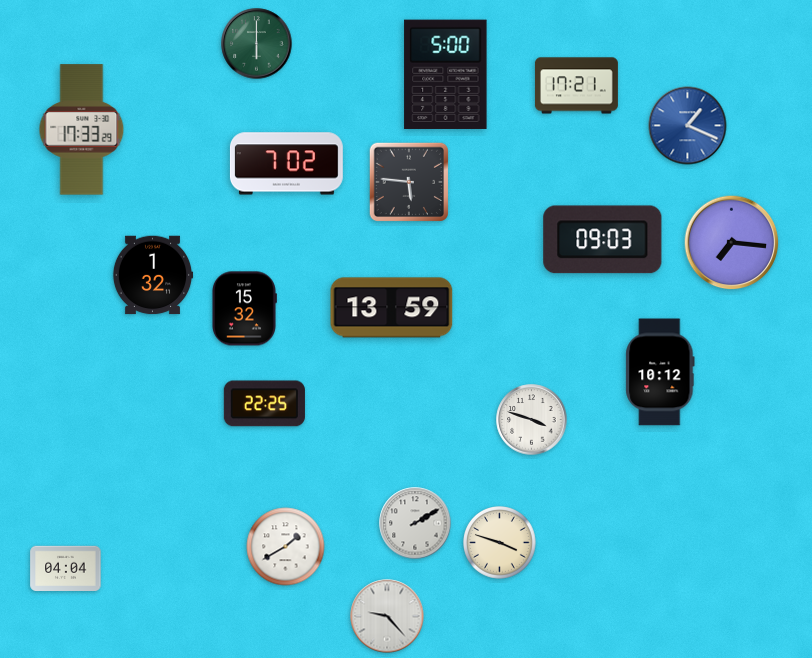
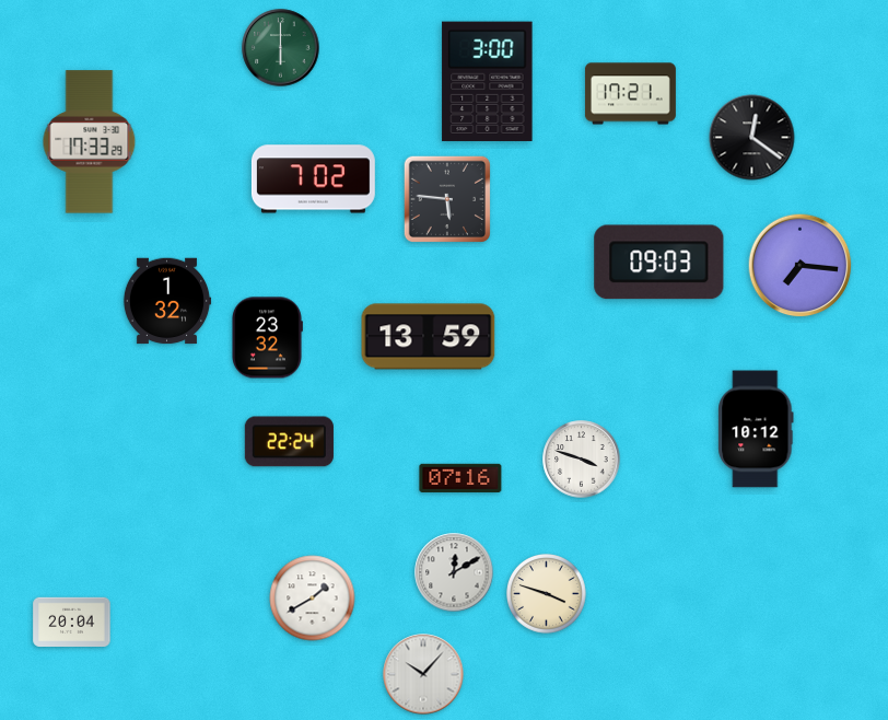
clock at (446, 74): 5:00 -> 3:00
clock at (688, 126): 1:19 -> 12:21
clock at (688, 126) dial: blue -> black
clock at (244, 309): 15:32 -> 23:32
clock at (660, 372) position: (660, 372) -> (756, 429)
clock at (264, 404): 22:25 -> 22:24
clock at (460, 478): none -> 07:16
clock at (415, 523): 2:10 -> 12:10
clock at (66, 568): 04:04 -> 20:04
clock at (387, 616): 9:23 -> 10:07
